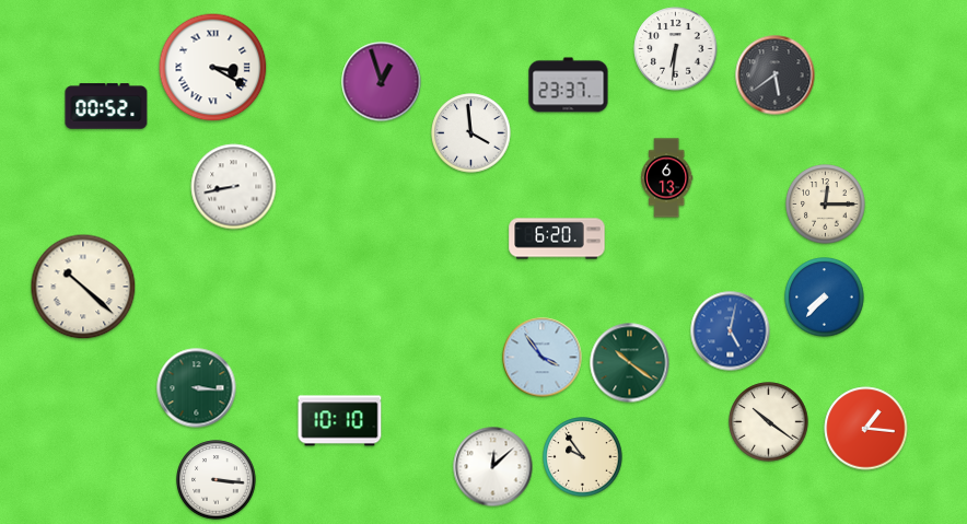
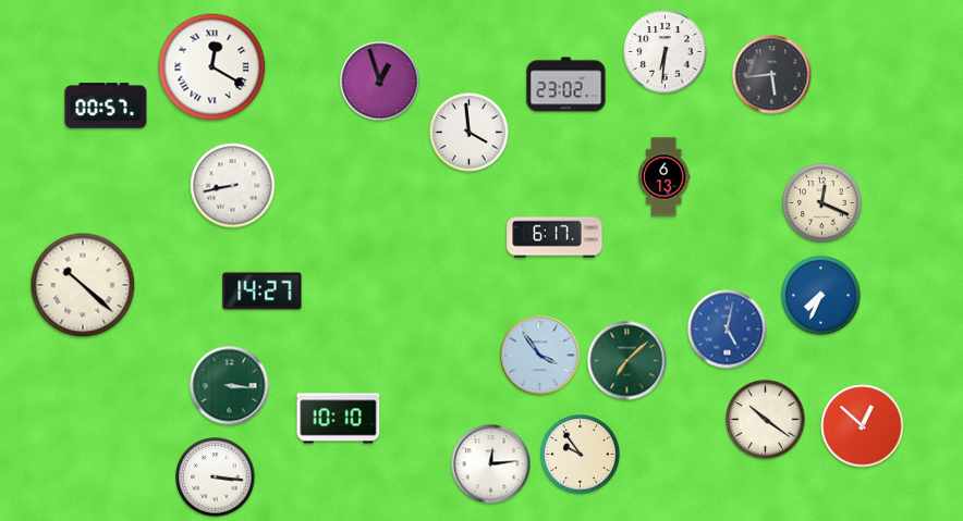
clock at (676, 49) position: (676, 49) -> (666, 52)
clock at (213, 68): 3:20 -> 12:20
clock at (776, 75): 5:39 -> 5:44
clock at (569, 85): 23:37 -> 23:02
clock at (106, 106): 00:52 -> 00:57
clock at (826, 205): 12:15 -> 12:19
clock at (557, 238): 6:20 -> 6:17
clock at (263, 291): none -> 14:27
clock at (825, 298): 7:37 -> 7:34
clock at (630, 363): 10:21 -> 7:08
clock at (197, 388) position: (197, 388) -> (230, 386)
clock at (866, 429): 1:16 -> 12:52
clock at (493, 467): 12:08 -> 12:14
